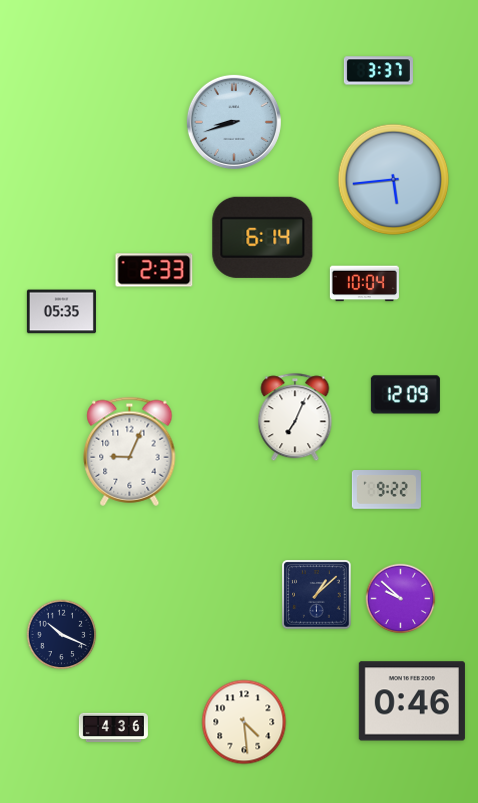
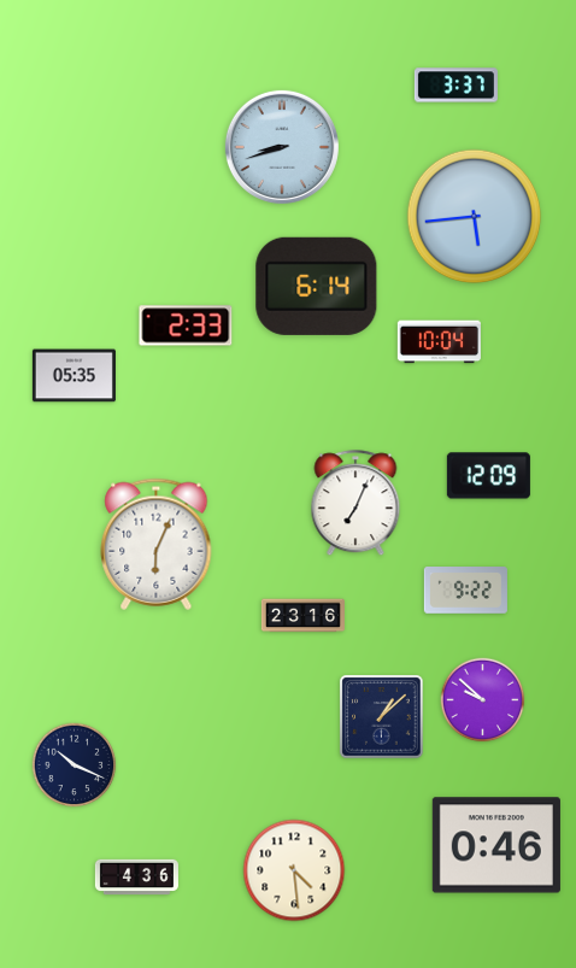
clock at (130, 451): 9:04 -> 6:04
clock at (302, 616): none -> 23:16
clock at (401, 599) position: (401, 599) -> (483, 700)
